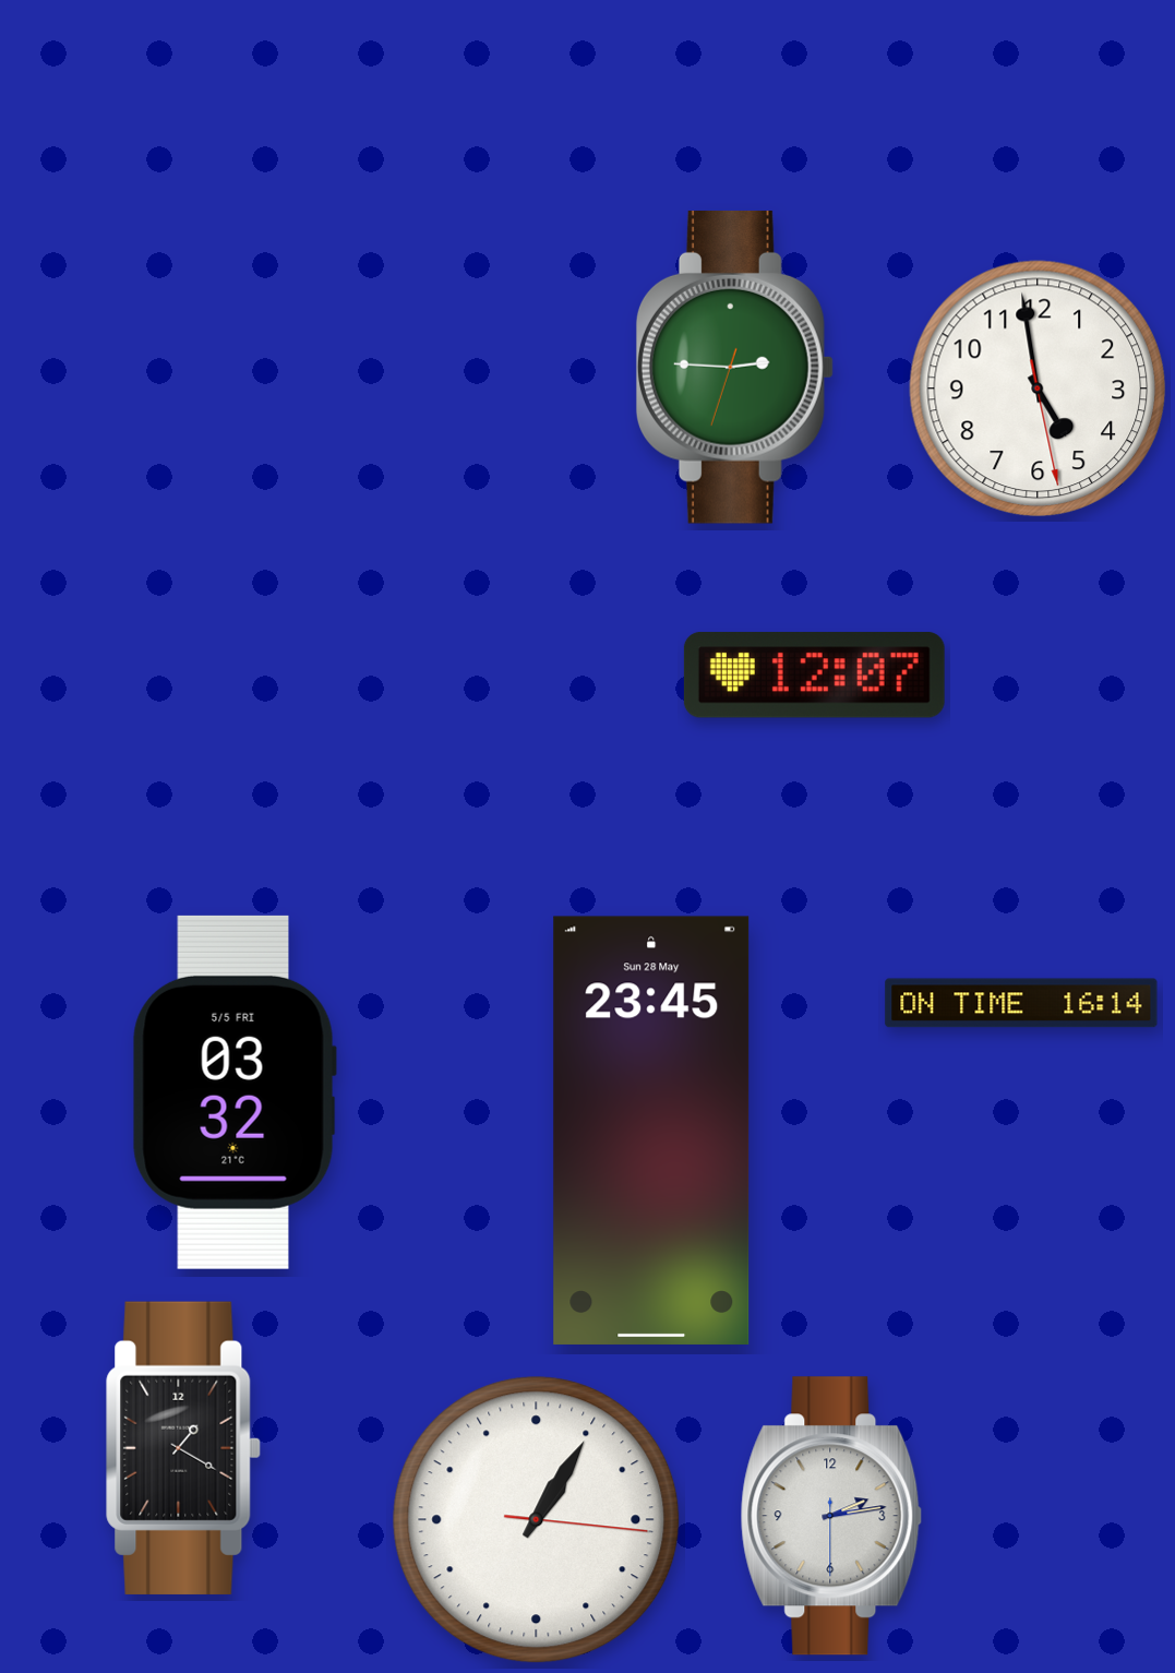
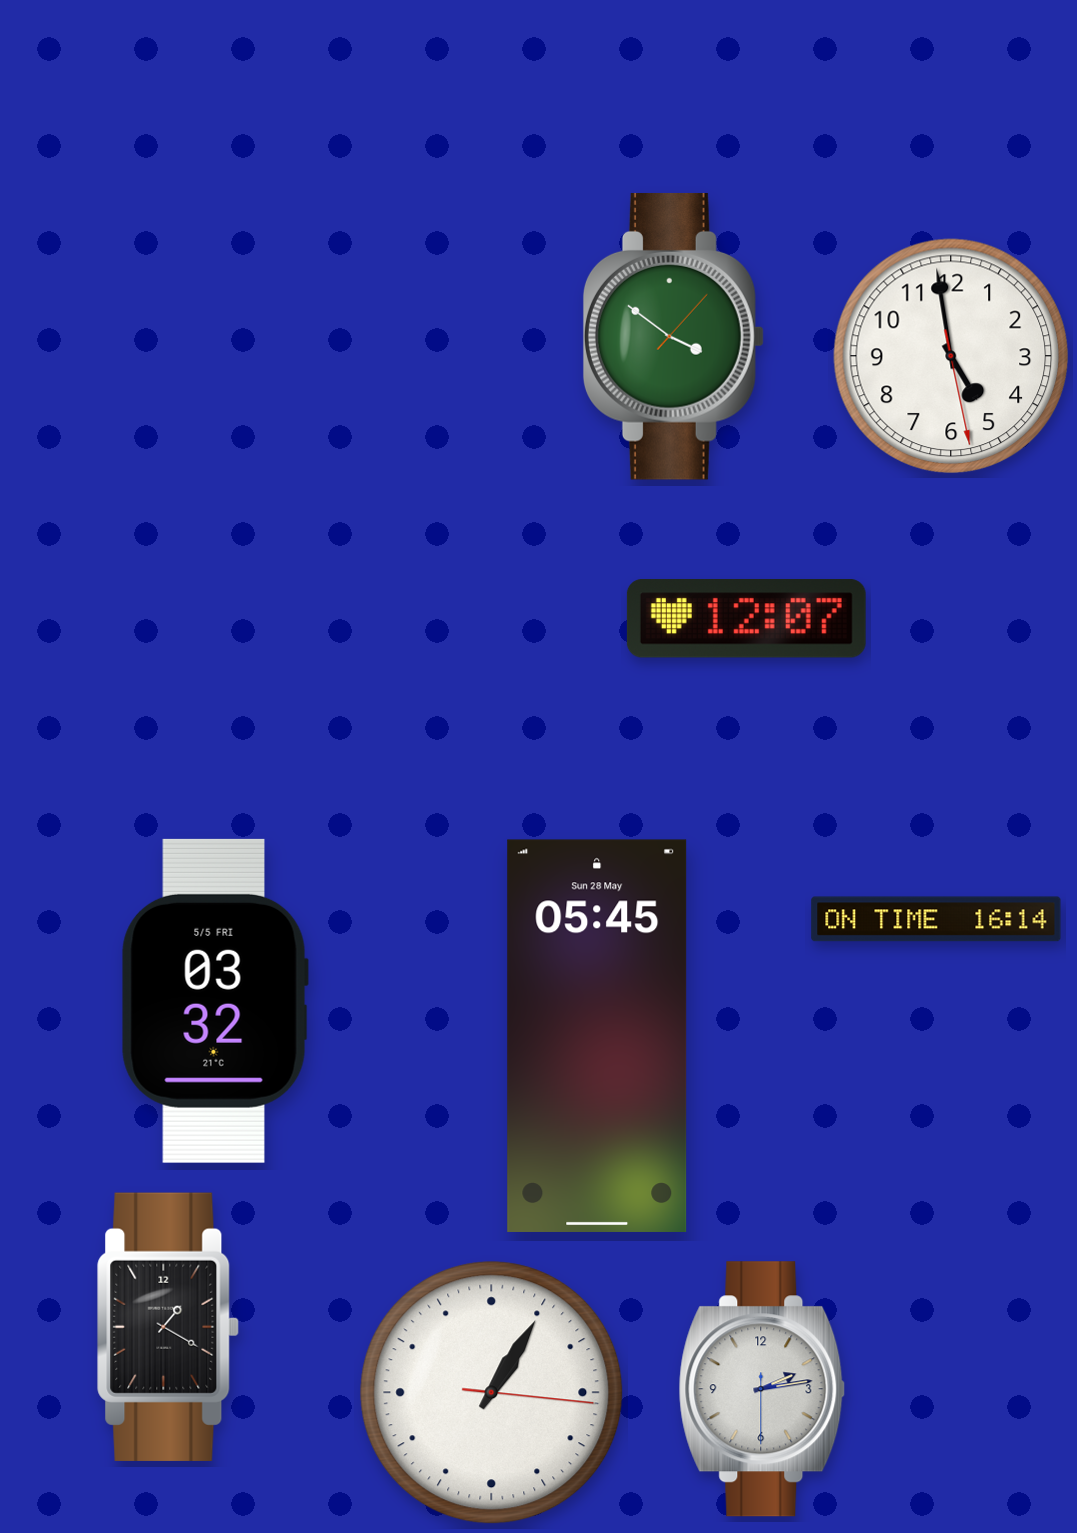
clock at (734, 367): 2:45 -> 3:51
clock at (651, 1131): 23:45 -> 05:45
